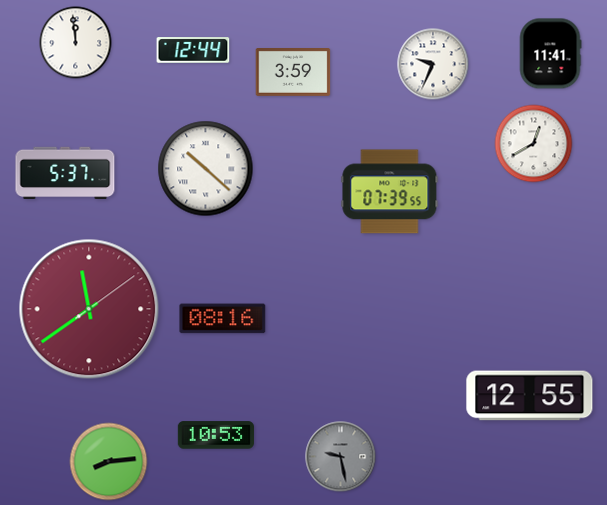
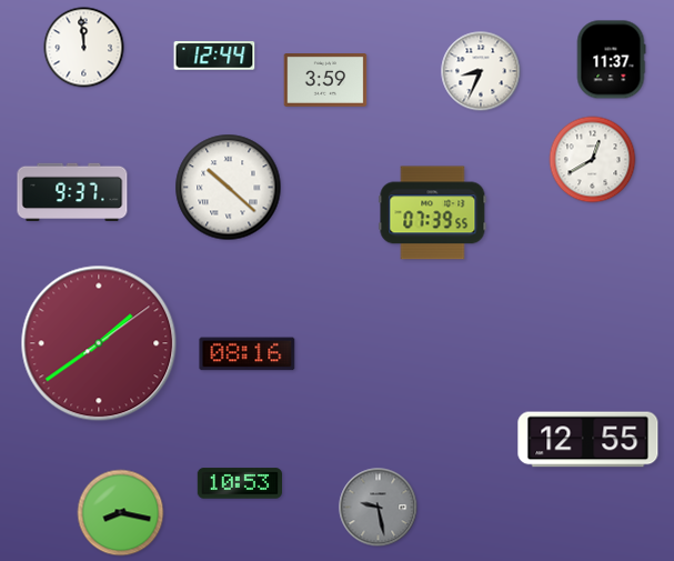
clock at (550, 54): 11:41 -> 11:37
clock at (433, 64): 9:34 -> 8:34
clock at (65, 173): 5:37 -> 9:37
clock at (89, 309): 11:39 -> 1:39
clock at (109, 462): 8:14 -> 8:17
